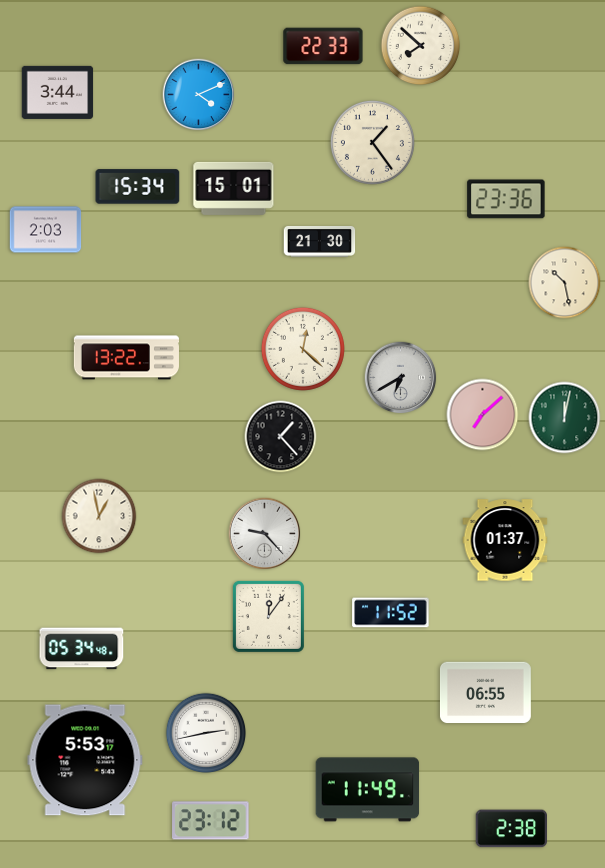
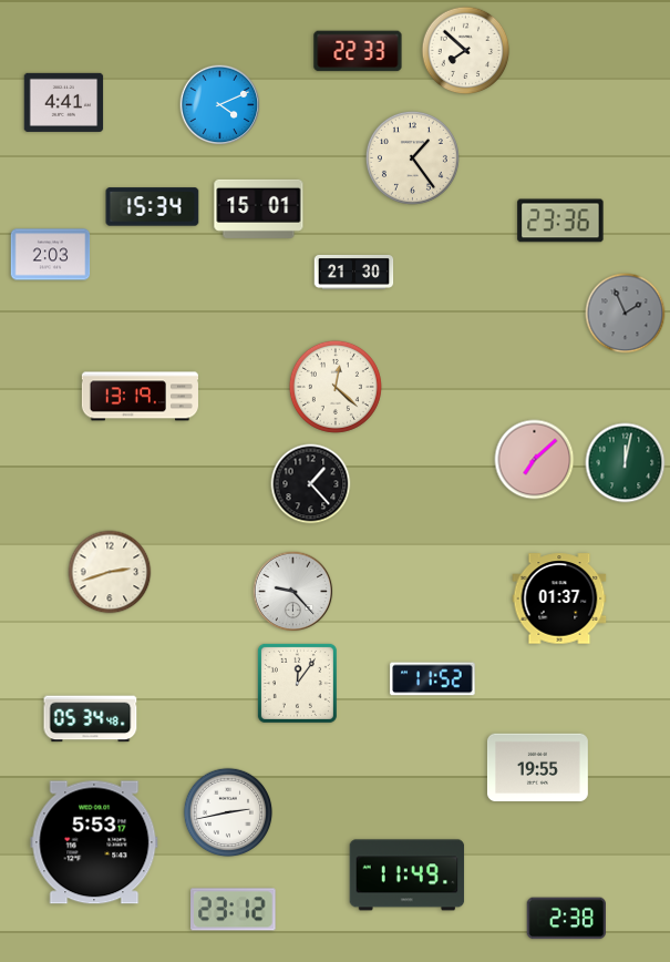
clock at (58, 92): 3:44 -> 4:41
clock at (320, 241) position: (320, 241) -> (354, 272)
clock at (565, 283): 10:28 -> 1:56
clock at (565, 283) dial: cream -> grey
clock at (126, 358): 13:22 -> 13:19
clock at (401, 378): 6:40 -> none
clock at (99, 516): 12:58 -> 2:42
clock at (485, 693): 06:55 -> 19:55
